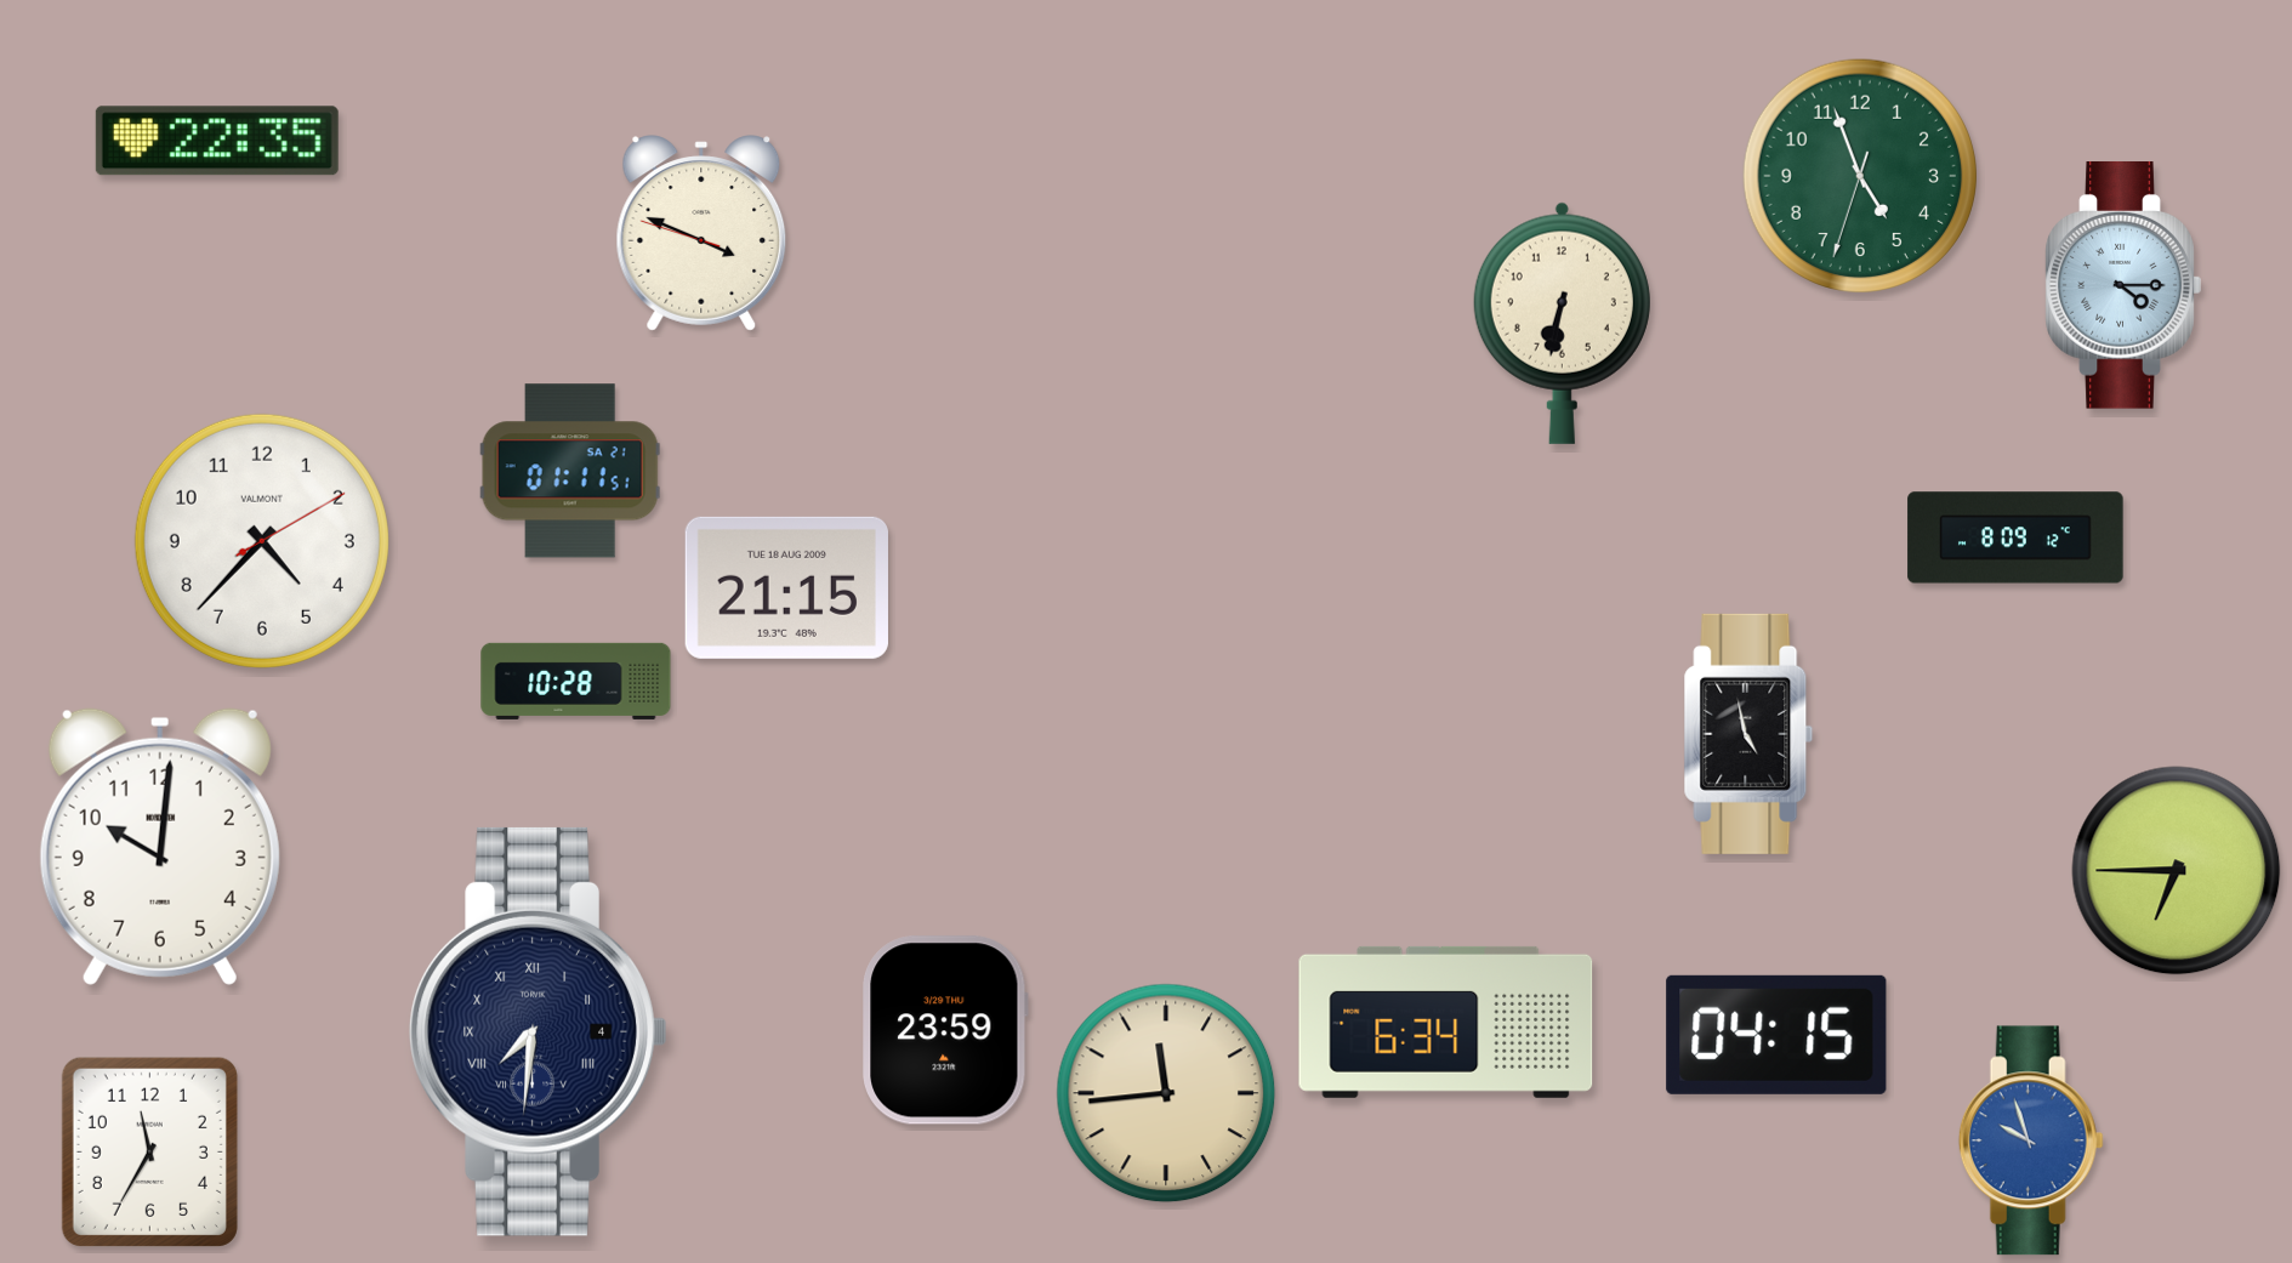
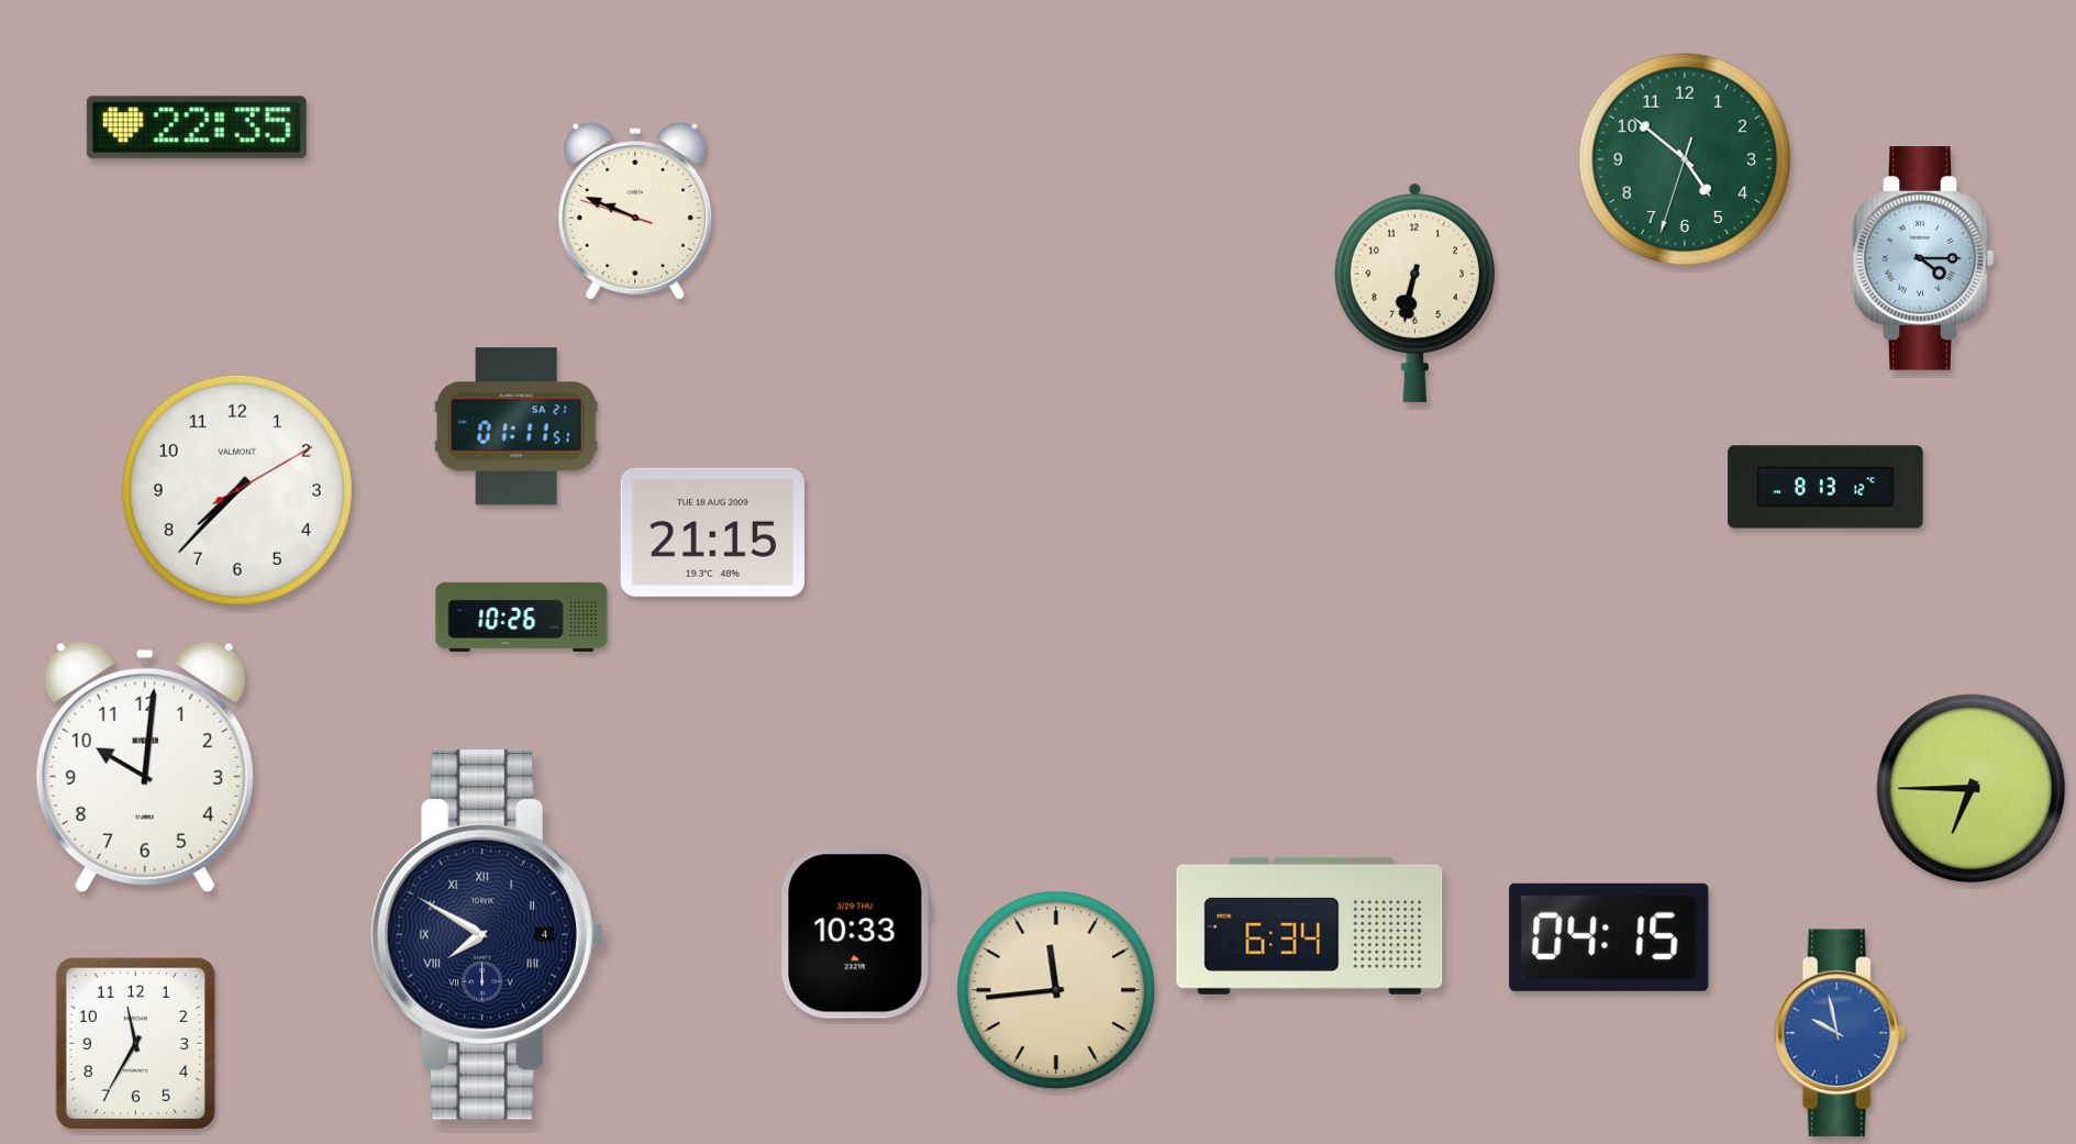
clock at (1859, 175): 4:56 -> 4:51
clock at (701, 233): 3:48 -> 9:48
clock at (2015, 537): 8:09 -> 8:13
clock at (262, 541): 4:37 -> 7:37
clock at (576, 681): 10:28 -> 10:26
clock at (1748, 734): 4:58 -> none
clock at (945, 1030): 23:59 -> 10:33
clock at (539, 1031): 7:31 -> 7:50
clock at (2031, 1140): 9:57 -> 9:58
